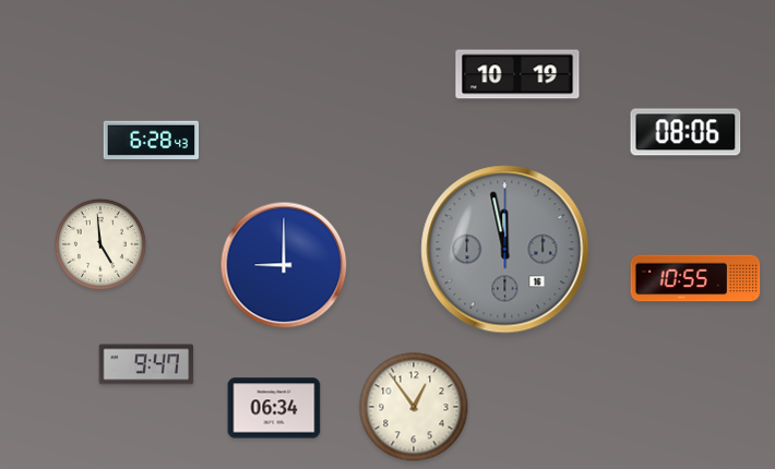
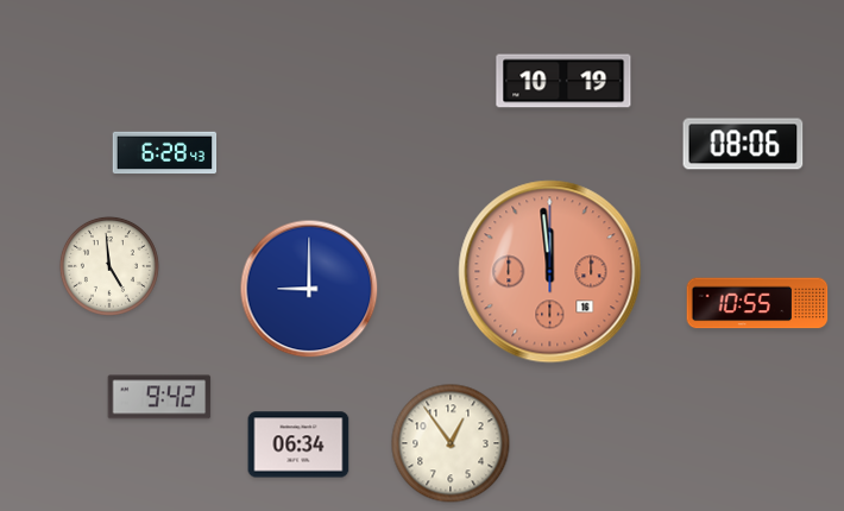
clock at (685, 132) position: (685, 132) -> (743, 144)
clock at (505, 250): 11:58 -> 11:59
clock at (505, 250) dial: grey -> salmon
clock at (146, 364): 9:47 -> 9:42
